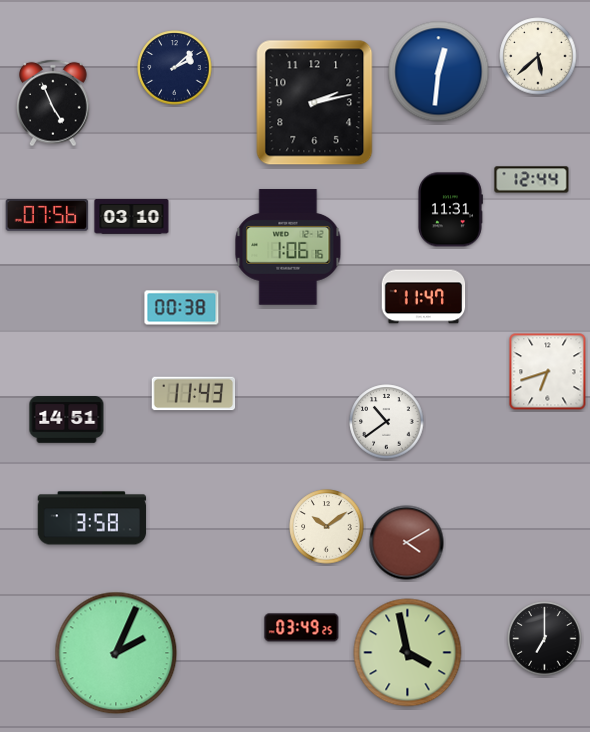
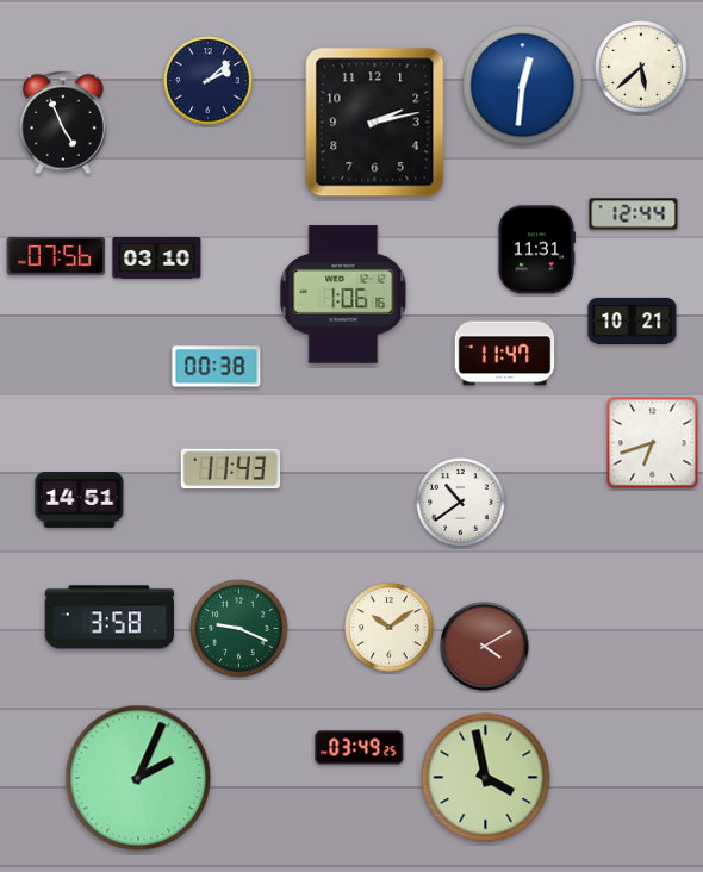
clock at (633, 320): none -> 10:21
clock at (239, 629): none -> 9:19
clock at (545, 639): 7:00 -> none
